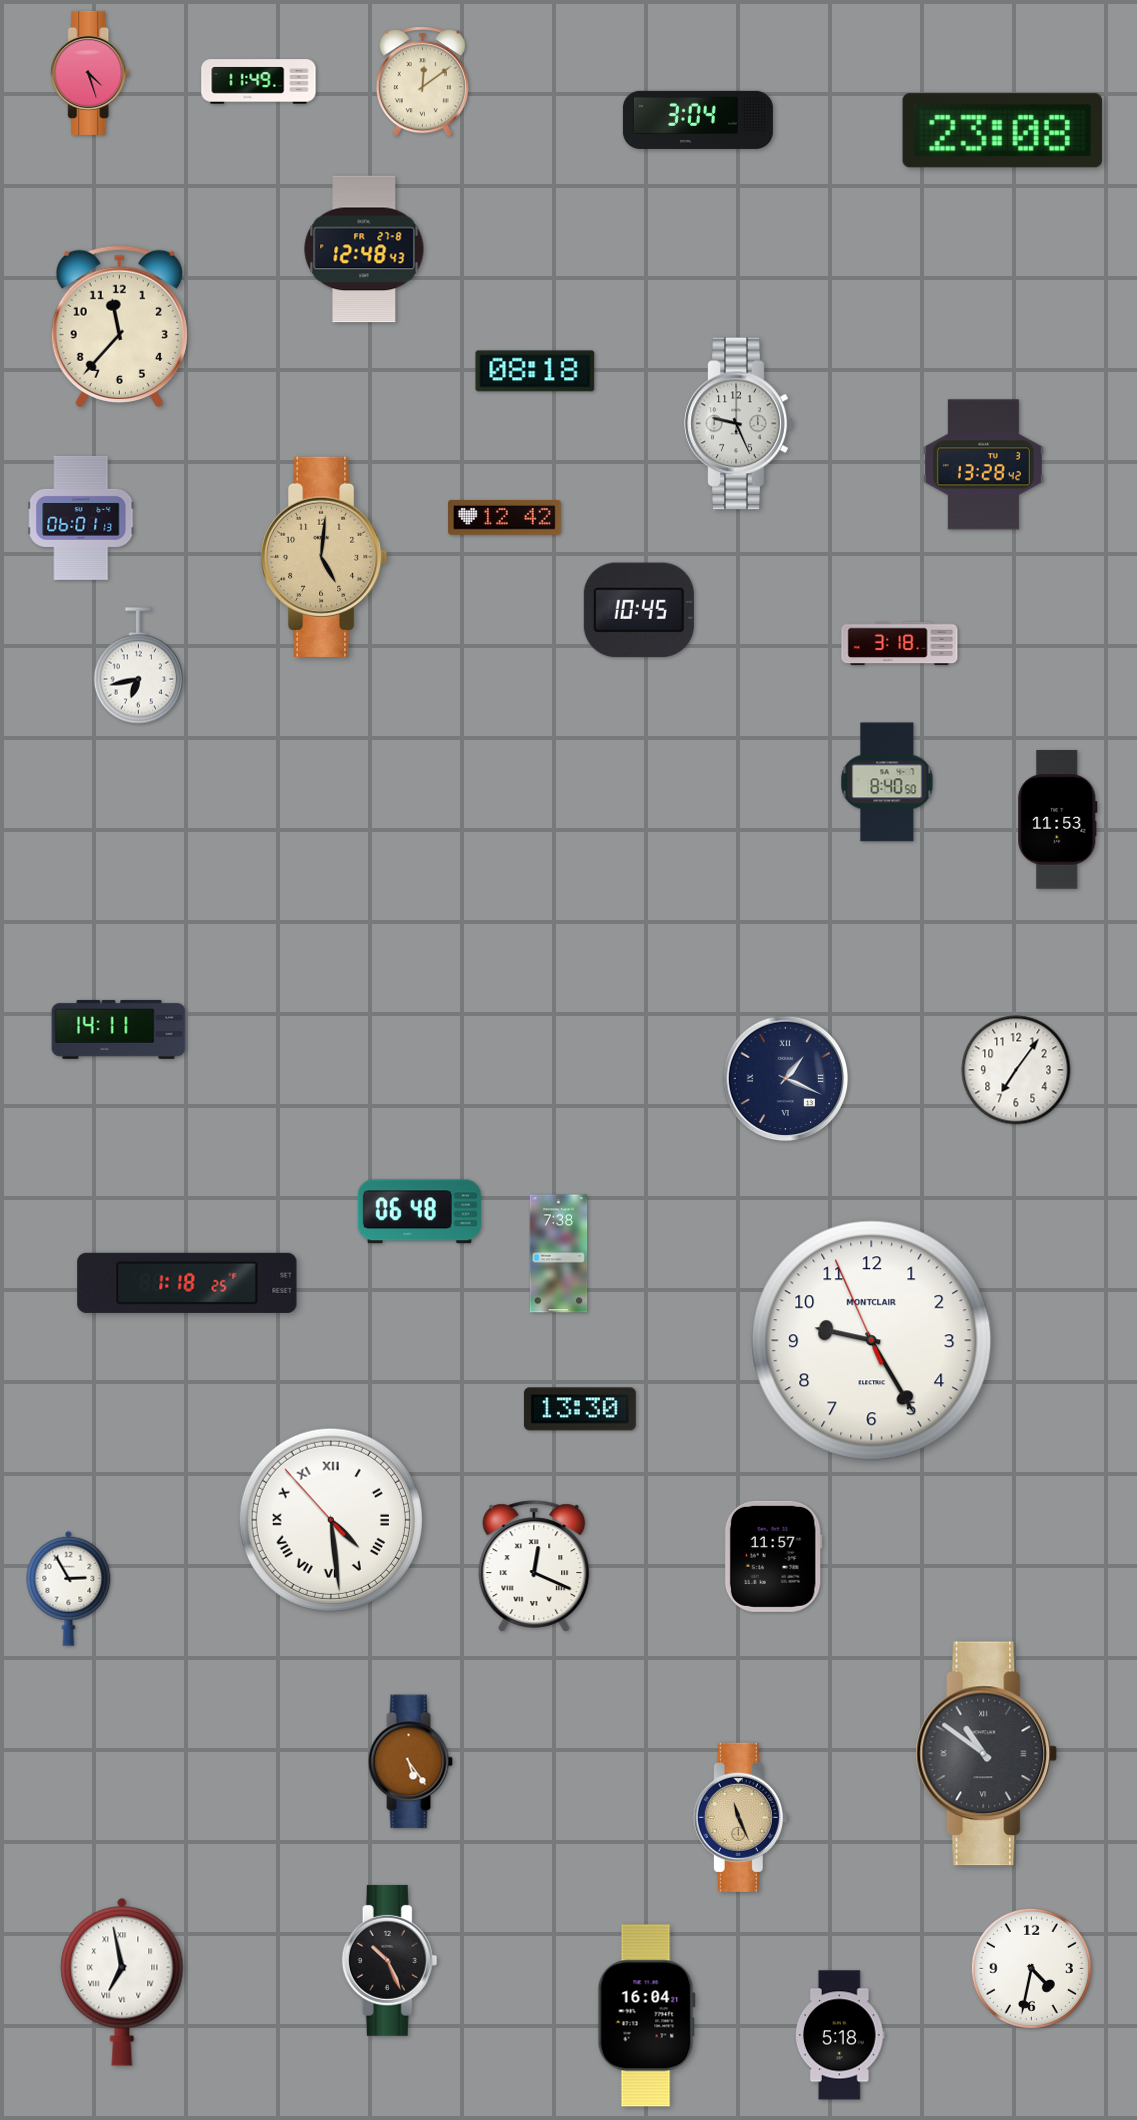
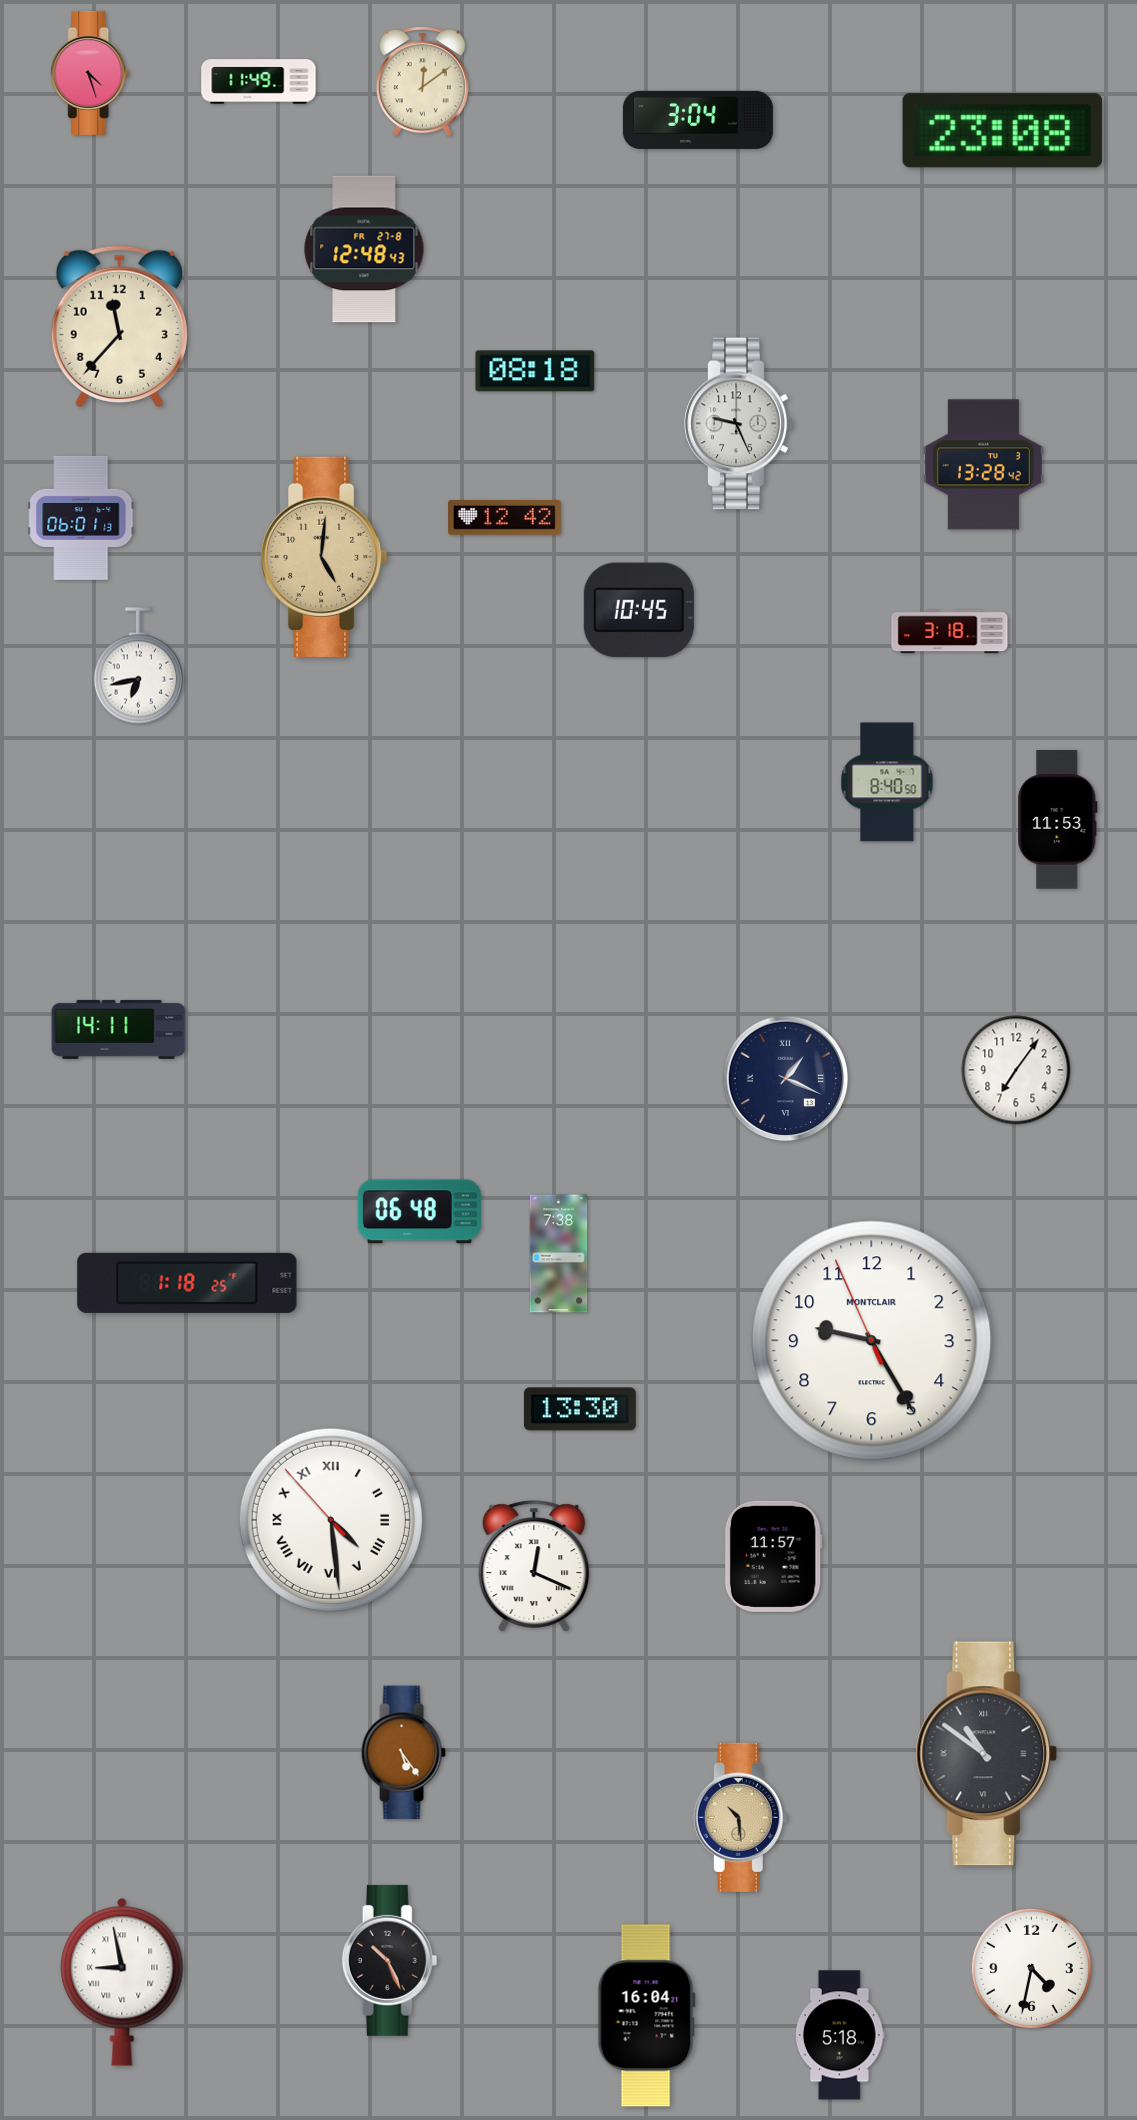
clock at (900, 644) position: (900, 644) -> (950, 632)
clock at (69, 1588): 2:55 -> none
clock at (410, 1762) position: (410, 1762) -> (403, 1753)
clock at (740, 1817): 11:26 -> 10:29
clock at (122, 1982): 6:58 -> 8:58
